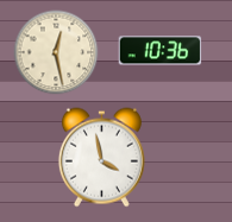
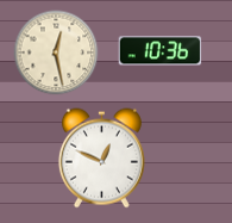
clock at (101, 158): 3:58 -> 12:49
